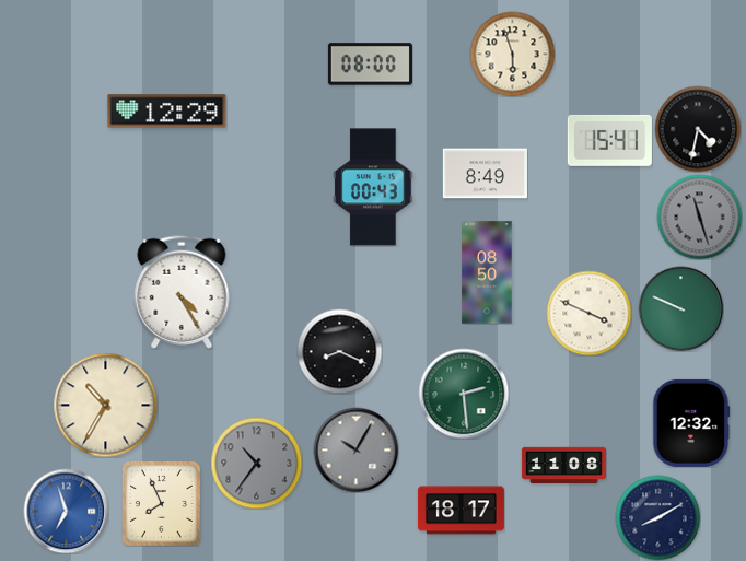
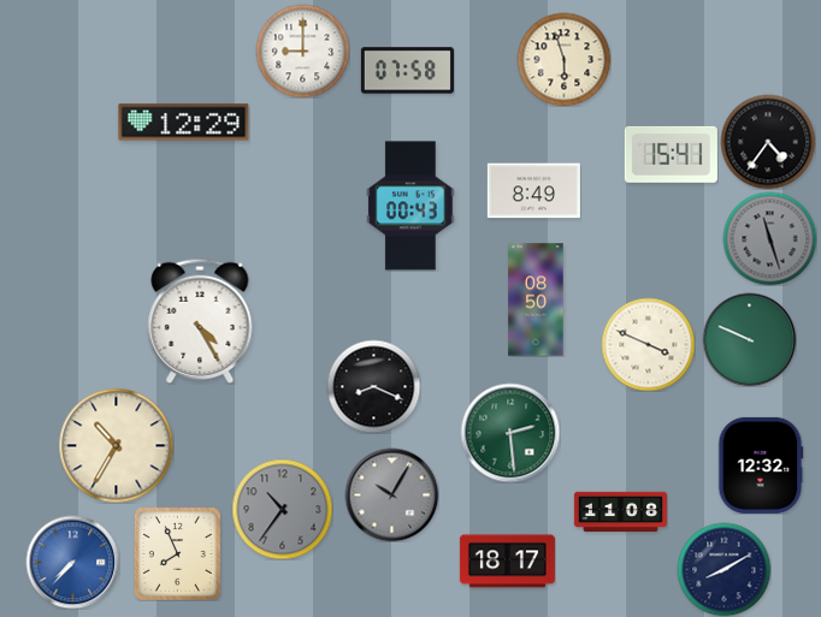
clock at (302, 51): none -> 9:00
clock at (370, 65): 08:00 -> 07:58
clock at (698, 129): 4:32 -> 4:36
clock at (66, 511): 6:57 -> 7:37
